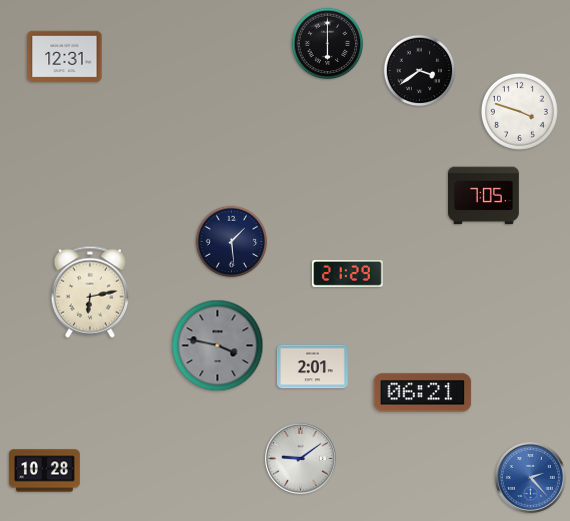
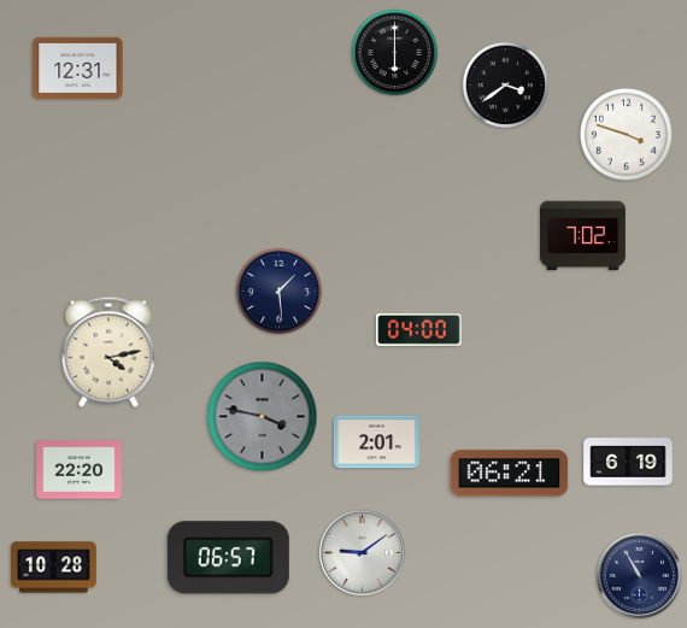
clock at (484, 196): 7:05 -> 7:02
clock at (348, 273): 21:29 -> 04:00
clock at (90, 292): 6:13 -> 4:13
clock at (628, 462): none -> 6:19
clock at (80, 470): none -> 22:20
clock at (228, 558): none -> 06:57
clock at (531, 478): 2:23 -> 10:55
clock at (531, 478) dial: blue -> navy
